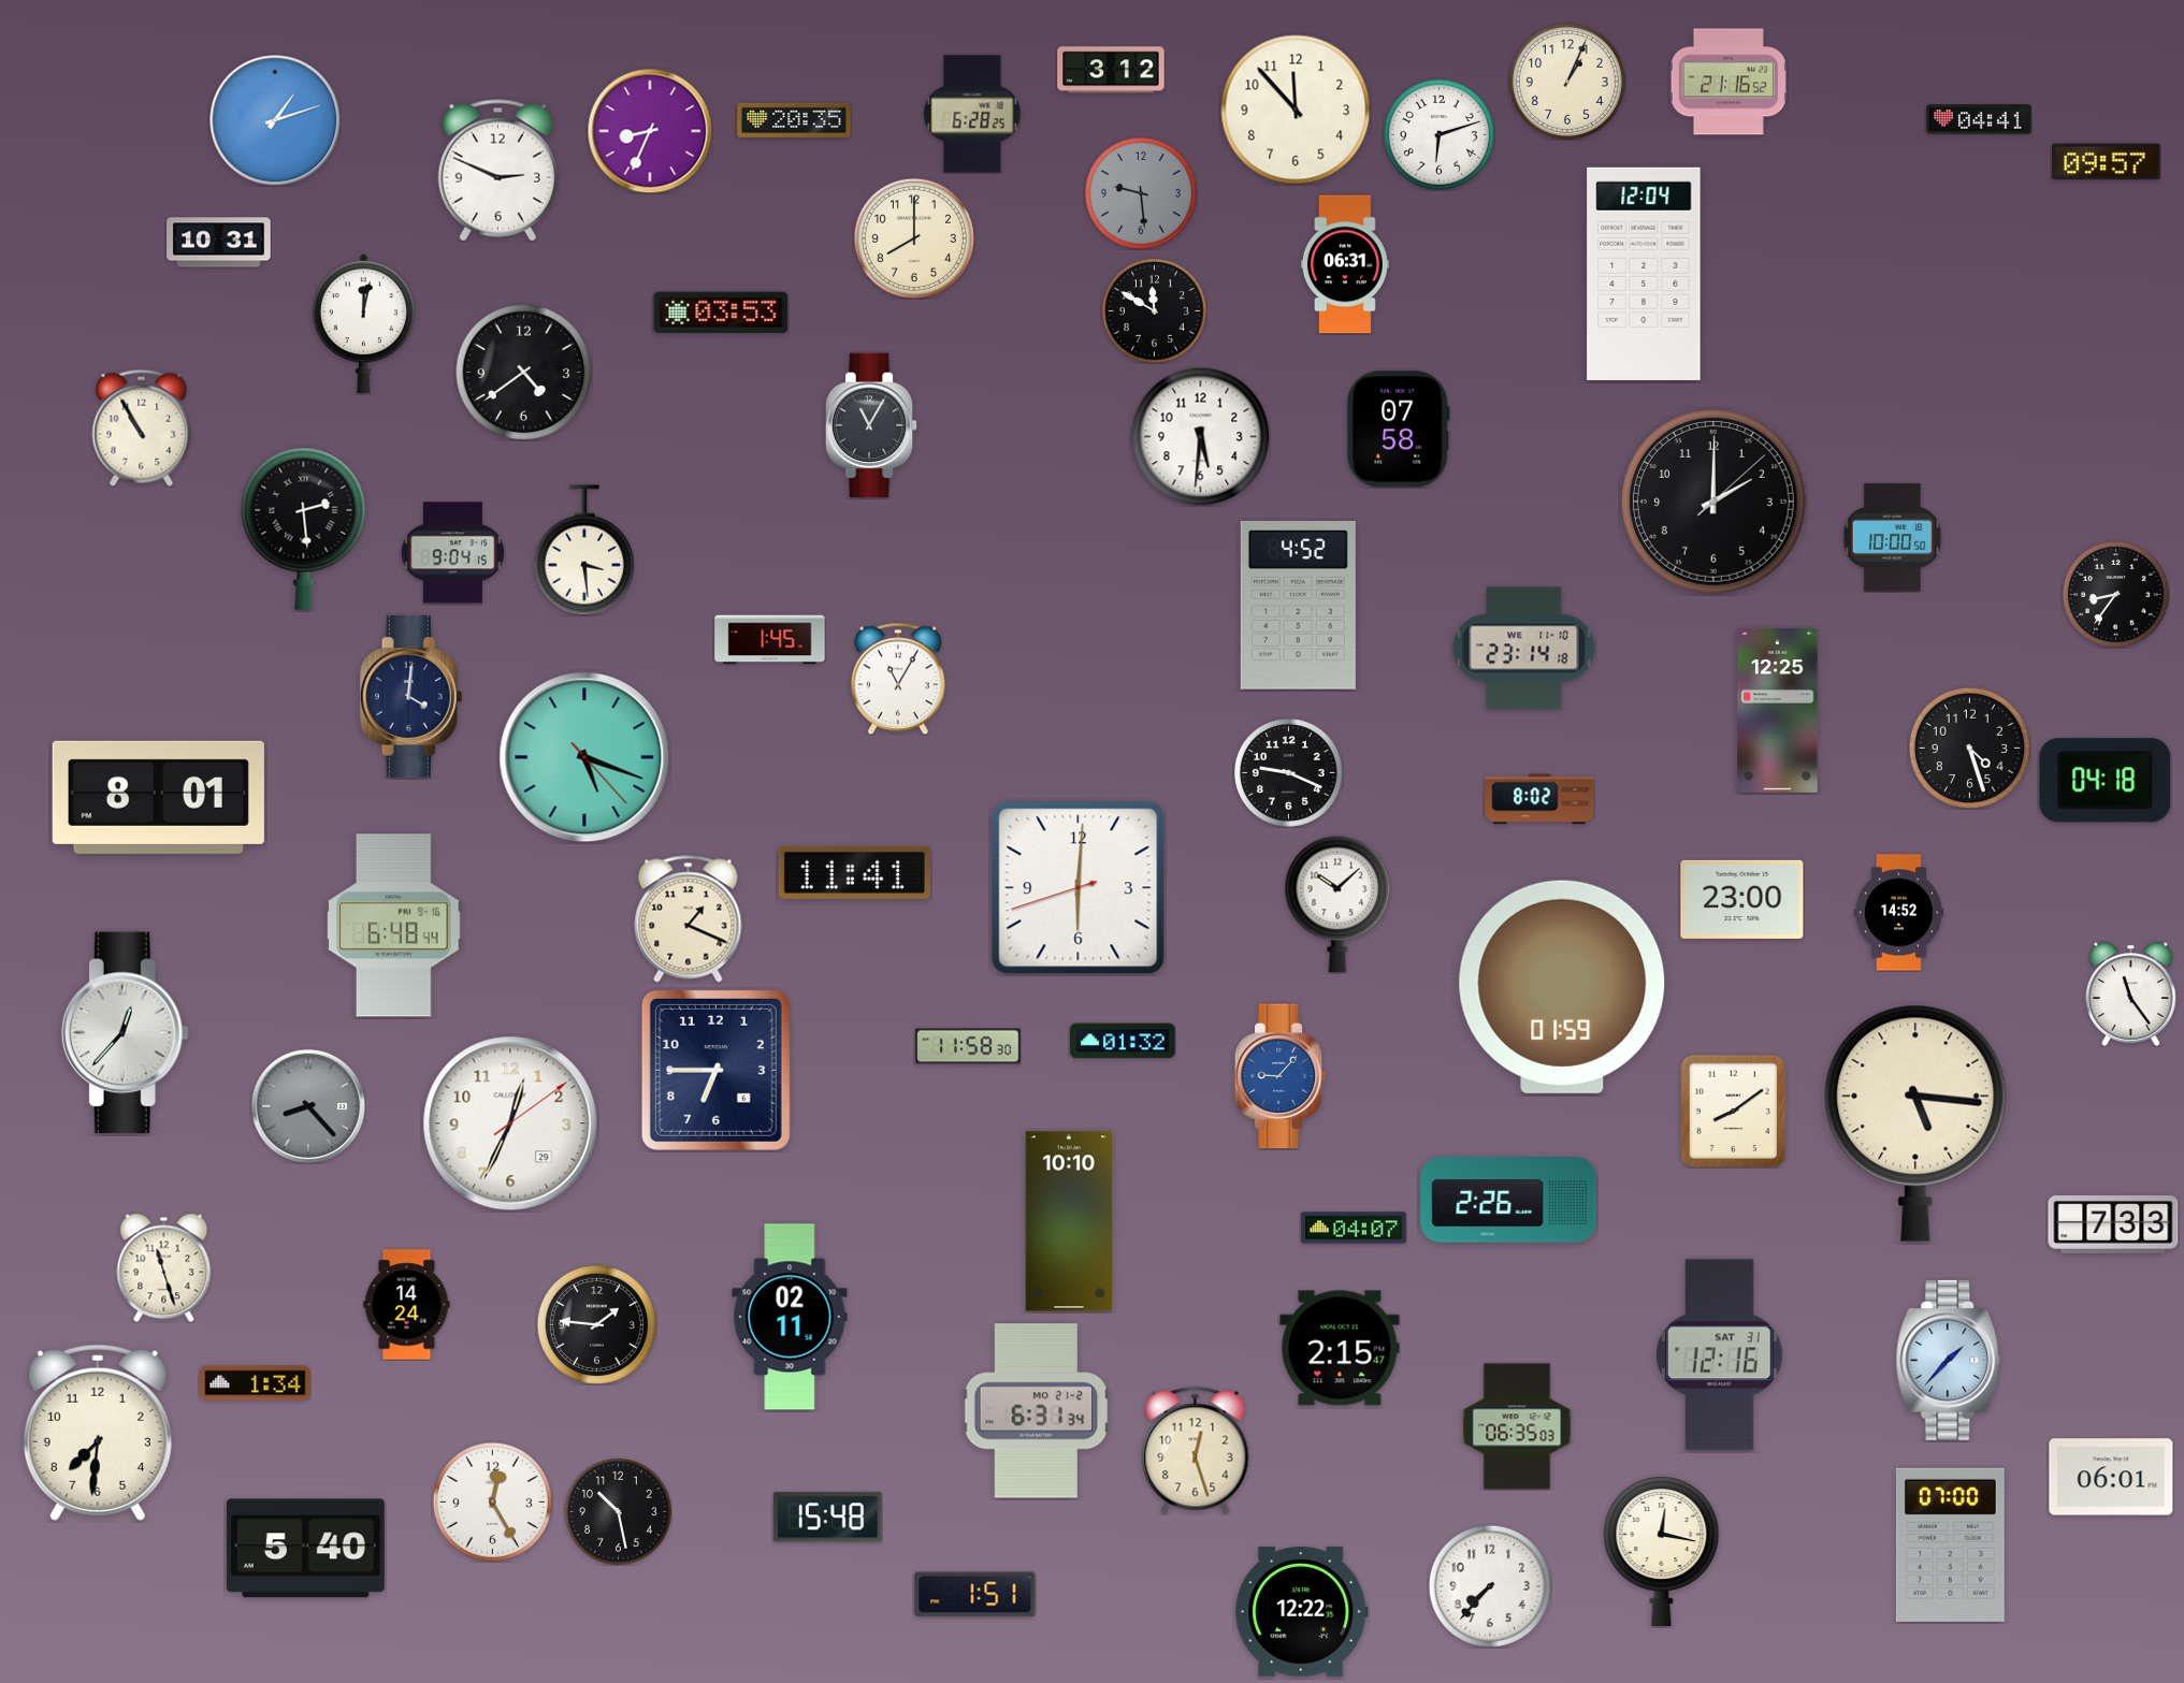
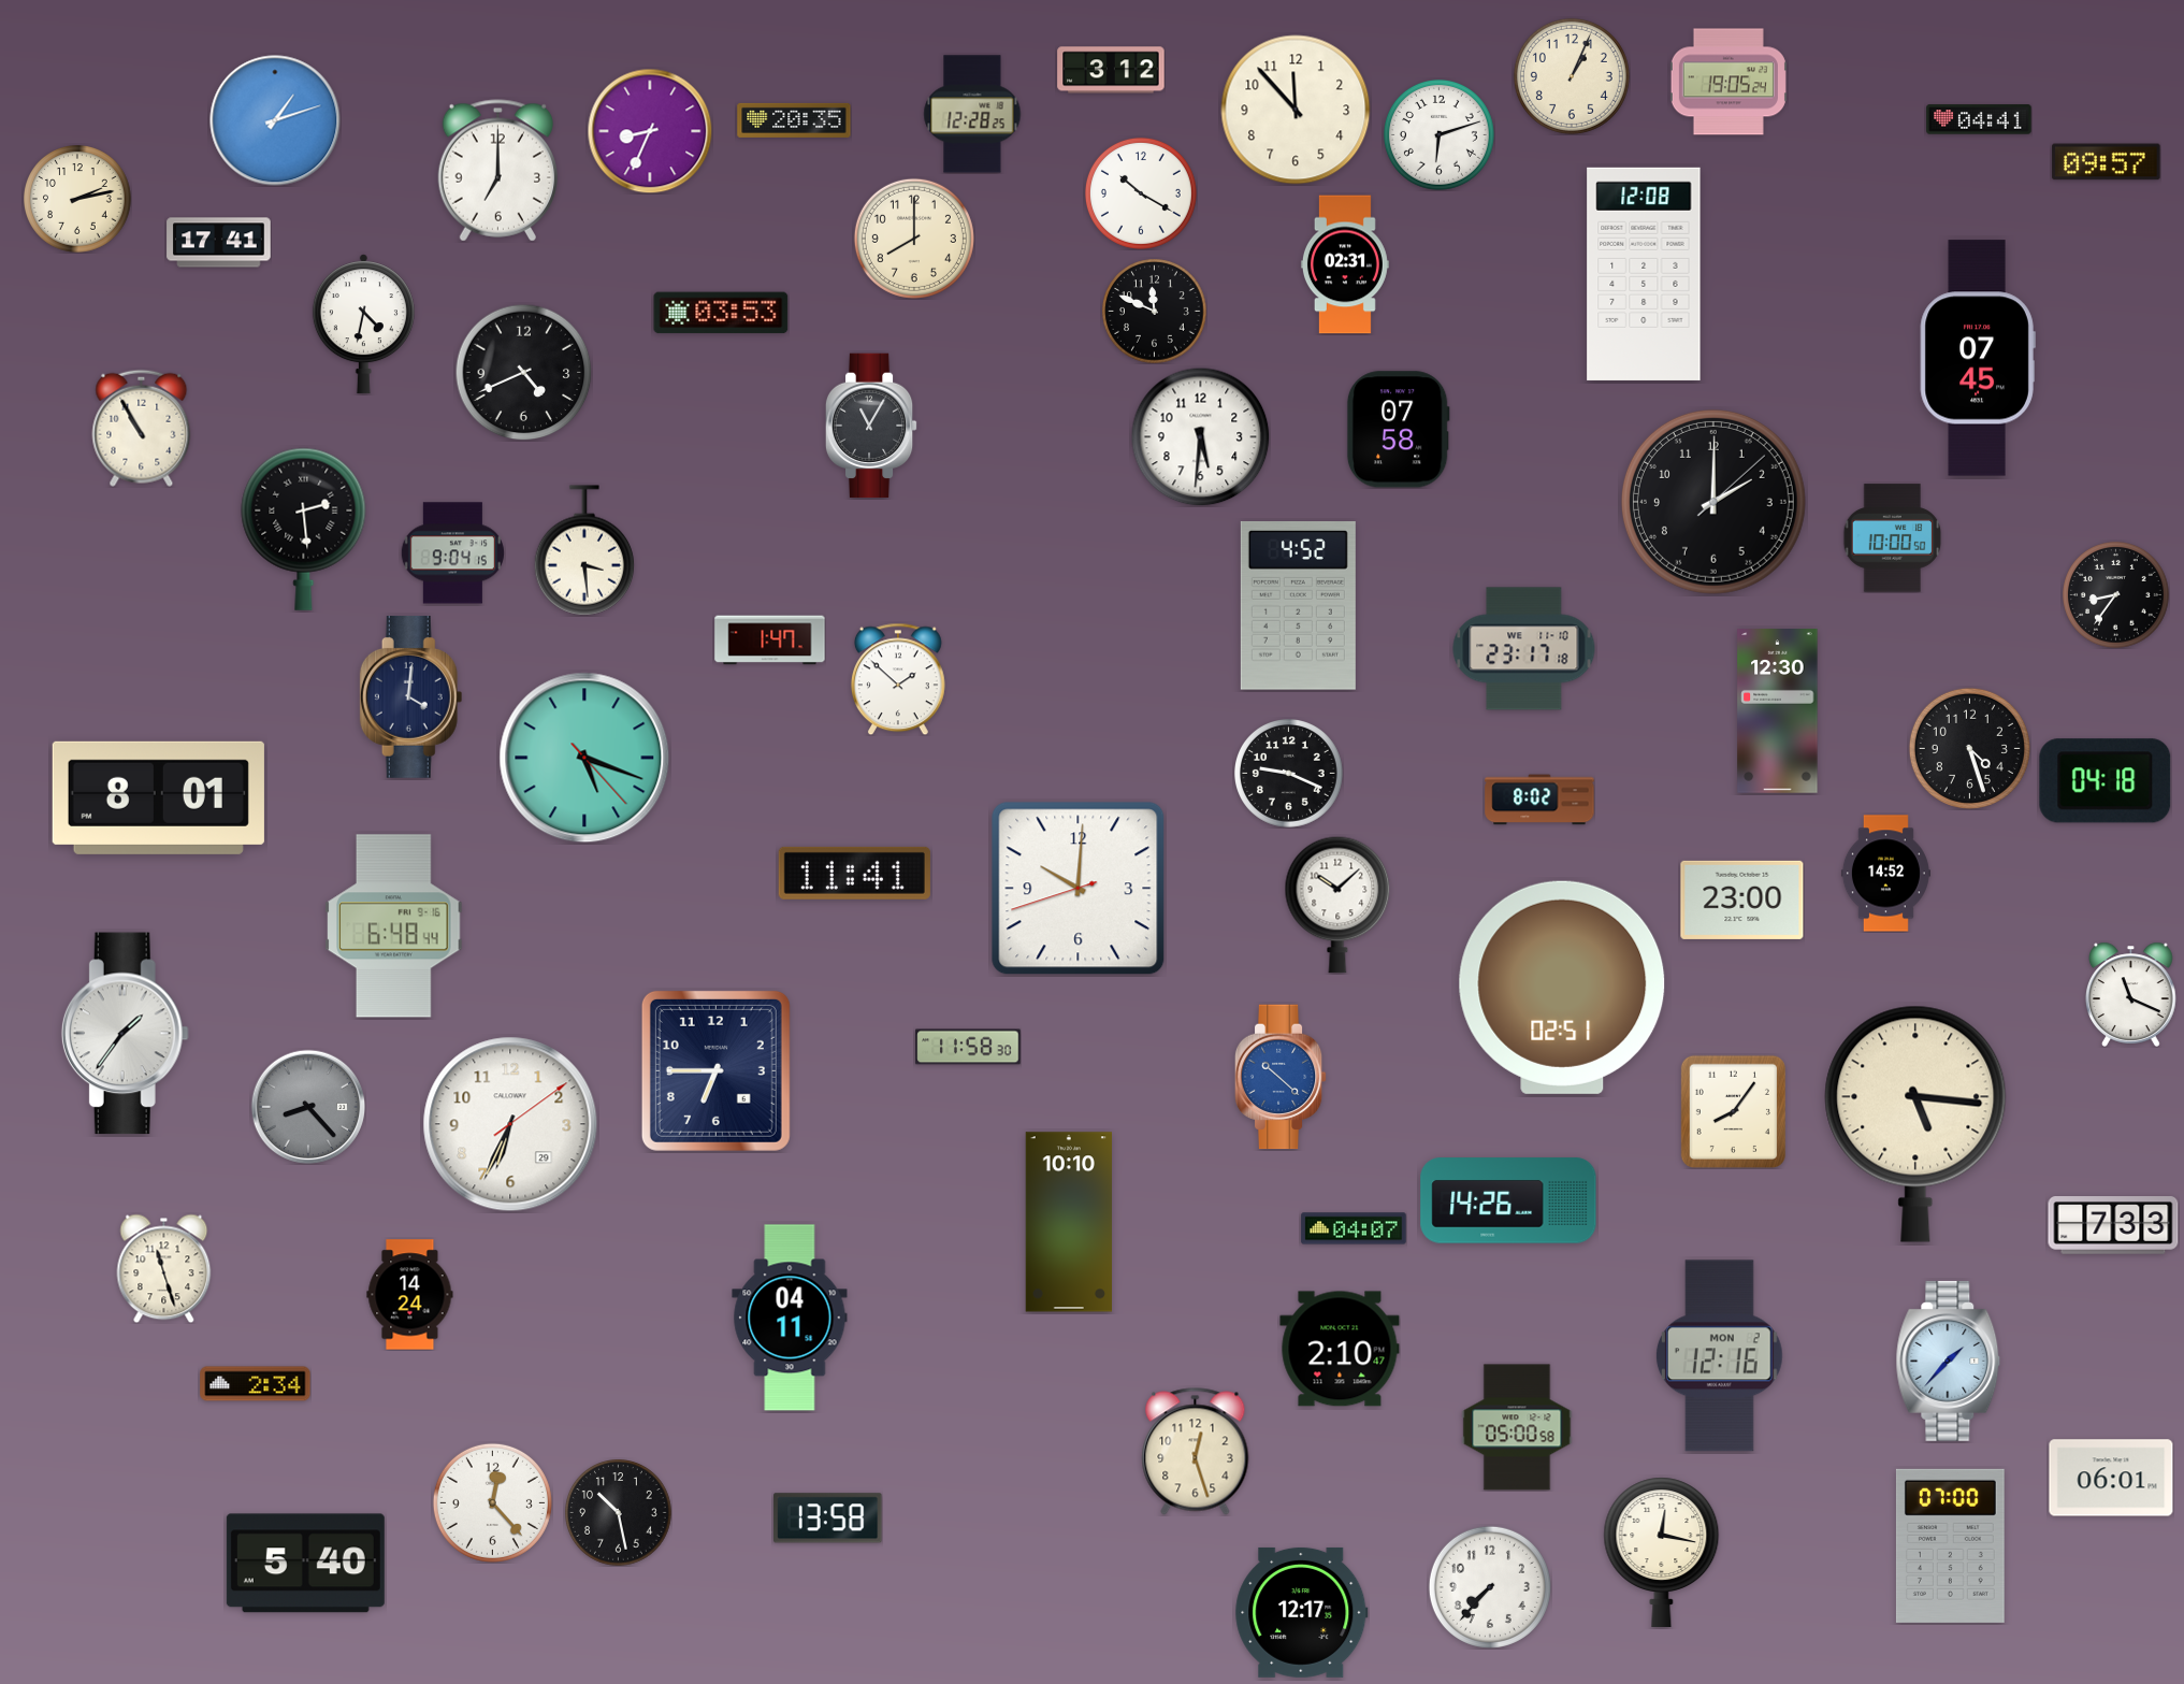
clock at (1567, 82) position: (1567, 82) -> (1572, 76)
clock at (1729, 82): 21:16 -> 19:05
clock at (972, 114): 6:28 -> 12:28
clock at (497, 171): 2:49 -> 7:00
clock at (1141, 193): 9:29 -> 10:20
clock at (1141, 193) dial: grey -> white
clock at (78, 200): none -> 2:13
clock at (219, 243): 10:31 -> 17:41
clock at (1345, 264): 06:31 -> 02:31
clock at (1644, 274): 12:04 -> 12:08
clock at (1155, 311): 11:50 -> 11:49
clock at (363, 324): 12:02 -> 4:32
clock at (1978, 358): none -> 07:45
clock at (523, 372): 4:39 -> 4:41
clock at (770, 640): 1:45 -> 1:47
clock at (1524, 649): 23:14 -> 23:17
clock at (898, 679): 11:05 -> 1:52
clock at (1778, 711): 12:25 -> 12:30
clock at (1079, 888): 6:00 -> 10:00
clock at (1898, 913) position: (1898, 913) -> (1885, 874)
clock at (689, 919): 1:19 -> none
clock at (1562, 987): 01:59 -> 02:51
clock at (2131, 993): 11:24 -> 11:19
clock at (125, 1033): 12:37 -> 1:36
clock at (1123, 1041): 01:32 -> none
clock at (1281, 1076): 9:07 -> 10:22
clock at (1733, 1111): 8:09 -> 8:06
clock at (510, 1123): 12:34 -> 6:34
clock at (1508, 1200): 2:26 -> 14:26
clock at (407, 1305) position: (407, 1305) -> (410, 1295)
clock at (790, 1317): 02:11 -> 04:11
clock at (596, 1324): 1:46 -> none
clock at (1340, 1348): 2:15 -> 2:10
clock at (1719, 1355) date: SAT 31 -> MON 2
clock at (256, 1383): 1:34 -> 2:34
clock at (1037, 1411): 6:31 -> none
clock at (1517, 1426): 06:35 -> 05:00
clock at (98, 1433): 7:31 -> none
clock at (492, 1501): 12:25 -> 12:23
clock at (828, 1518): 15:48 -> 13:58
clock at (305, 1549) position: (305, 1549) -> (305, 1564)
clock at (975, 1595): 1:51 -> none
clock at (1302, 1611): 12:22 -> 12:17
